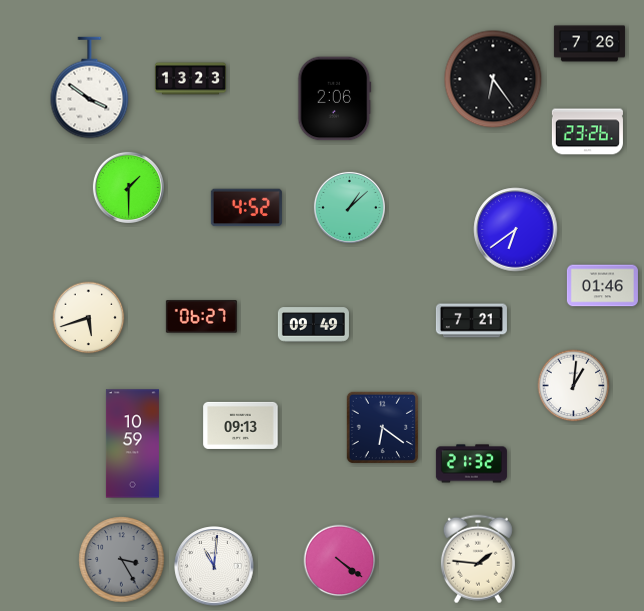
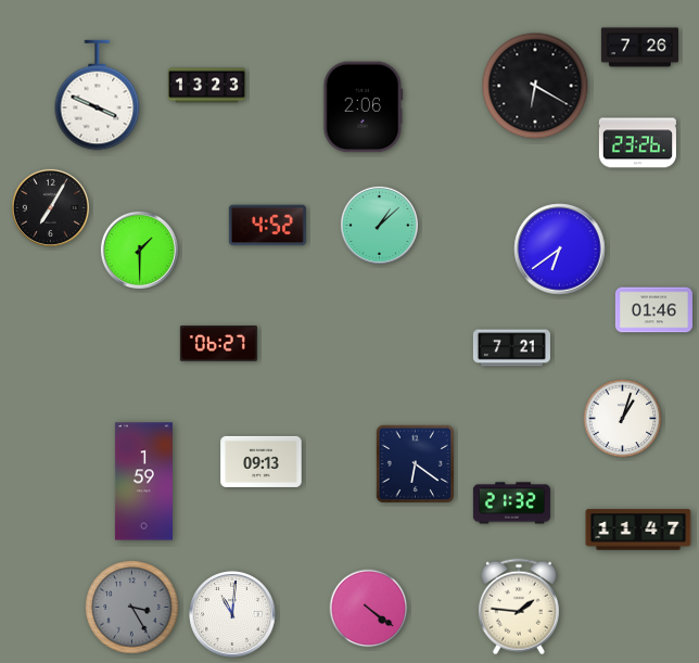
clock at (493, 79): 6:24 -> 6:20
clock at (90, 88): 3:51 -> 3:49
clock at (128, 187) position: (128, 187) -> (139, 250)
clock at (50, 207): none -> 7:05
clock at (89, 318): 5:42 -> none
clock at (313, 325): 09:49 -> none
clock at (574, 386): 1:01 -> 1:03
clock at (132, 444): 10:59 -> 1:59
clock at (638, 530): none -> 11:47
